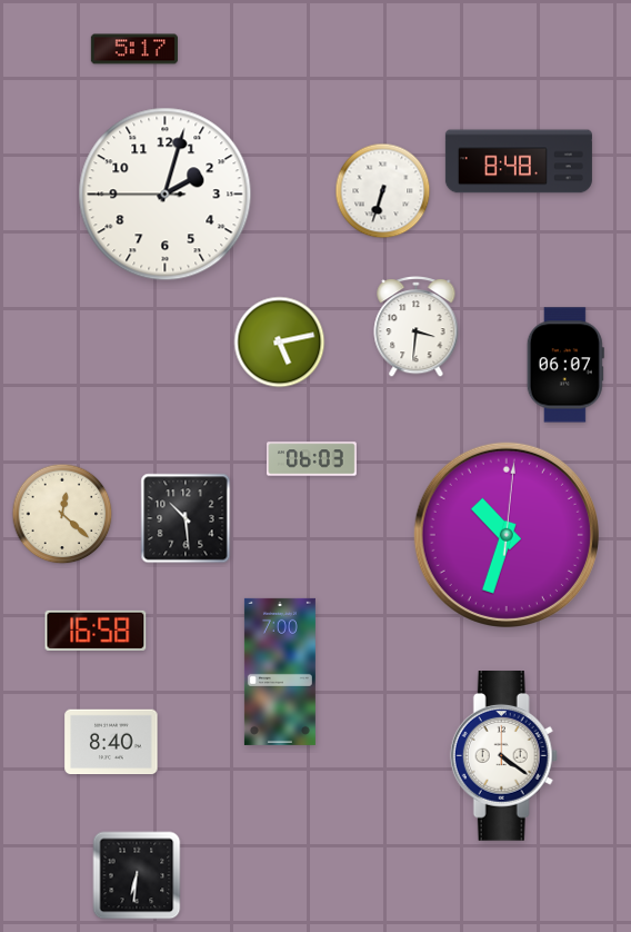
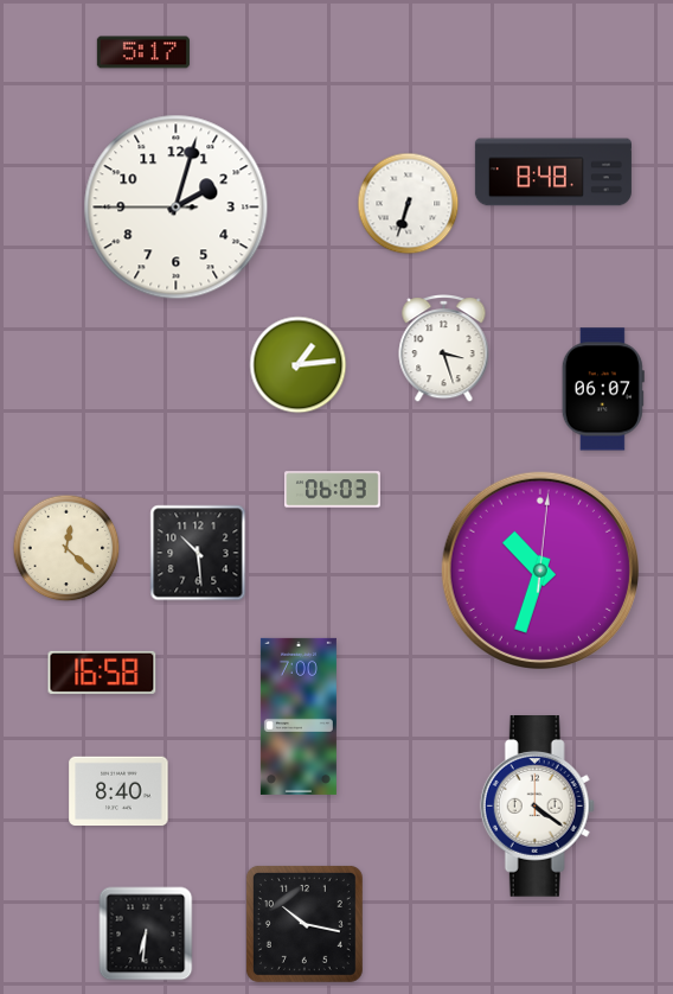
clock at (417, 327): 3:31 -> 3:27
clock at (280, 343): 5:13 -> 1:14
clock at (305, 924): none -> 10:17
